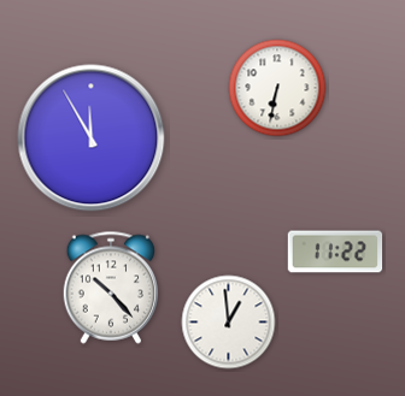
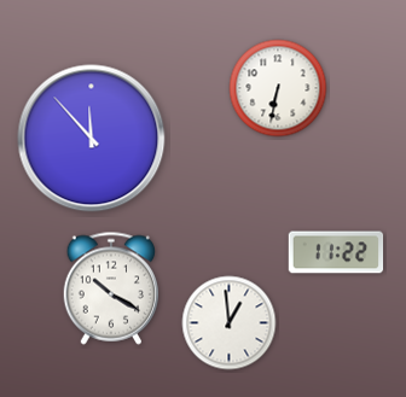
clock at (92, 138): 11:55 -> 11:53
clock at (111, 288): 10:23 -> 10:20
